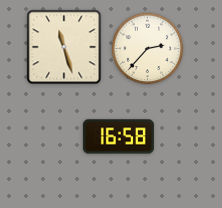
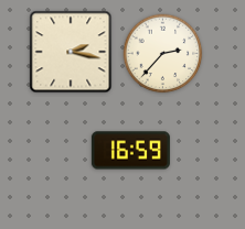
clock at (64, 47): 11:27 -> 2:17
clock at (118, 137): 16:58 -> 16:59
